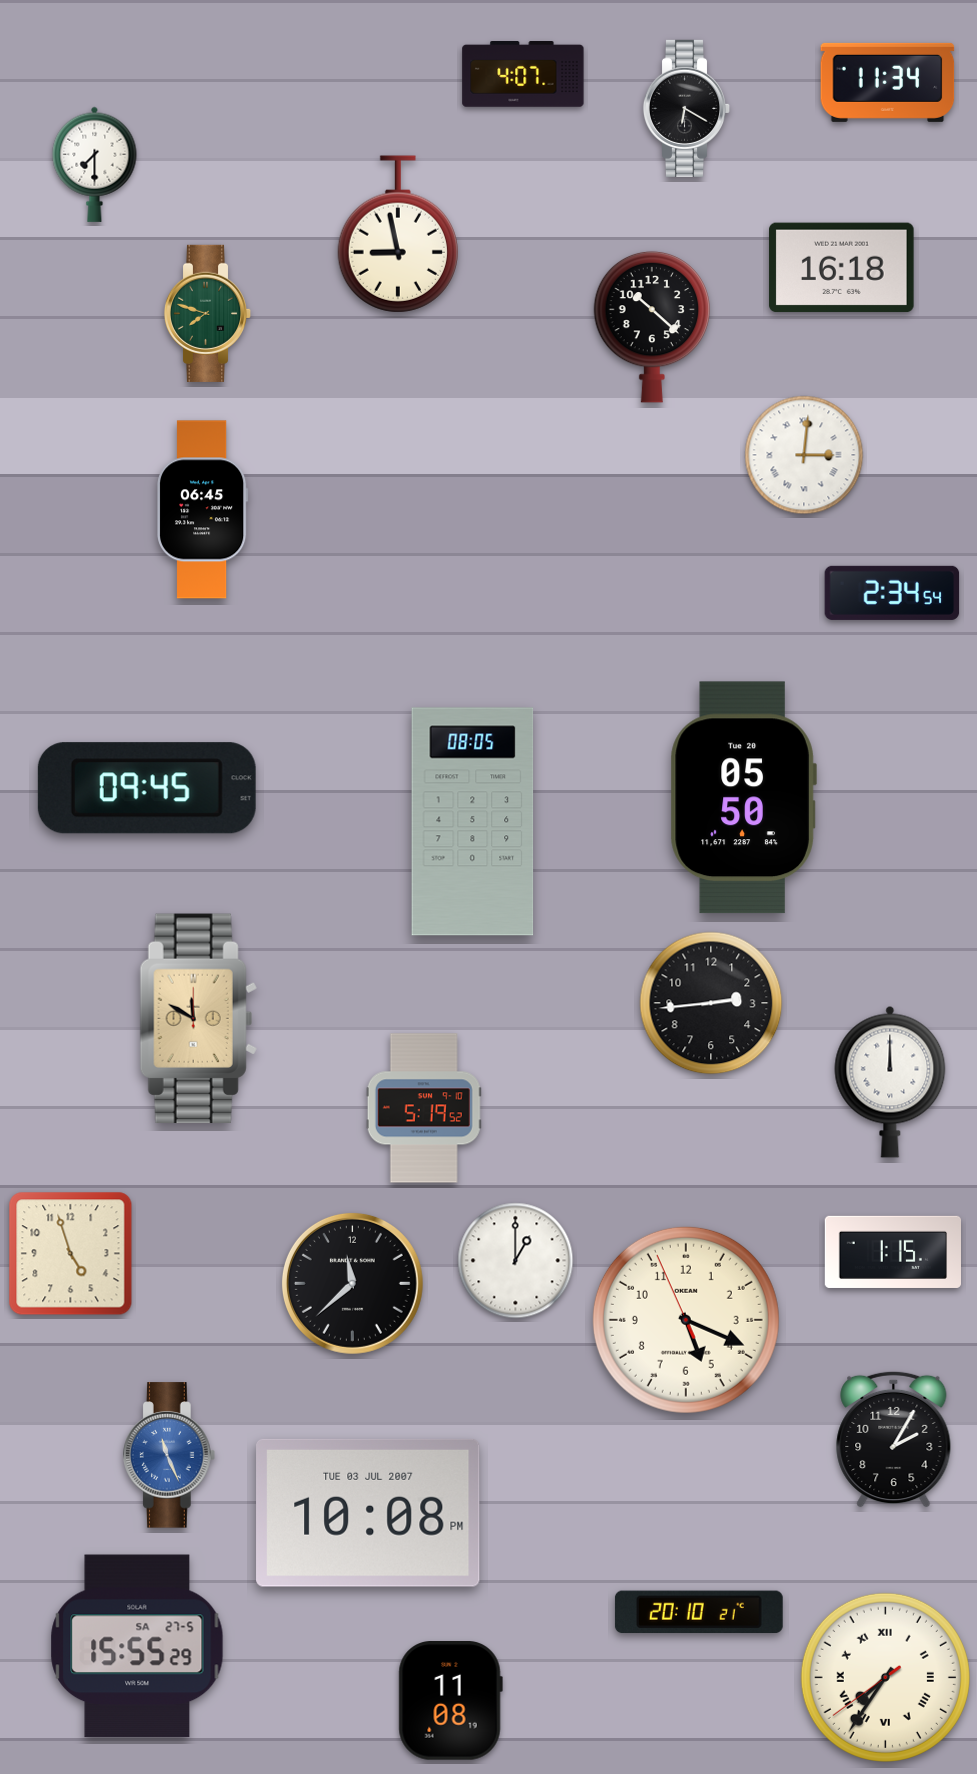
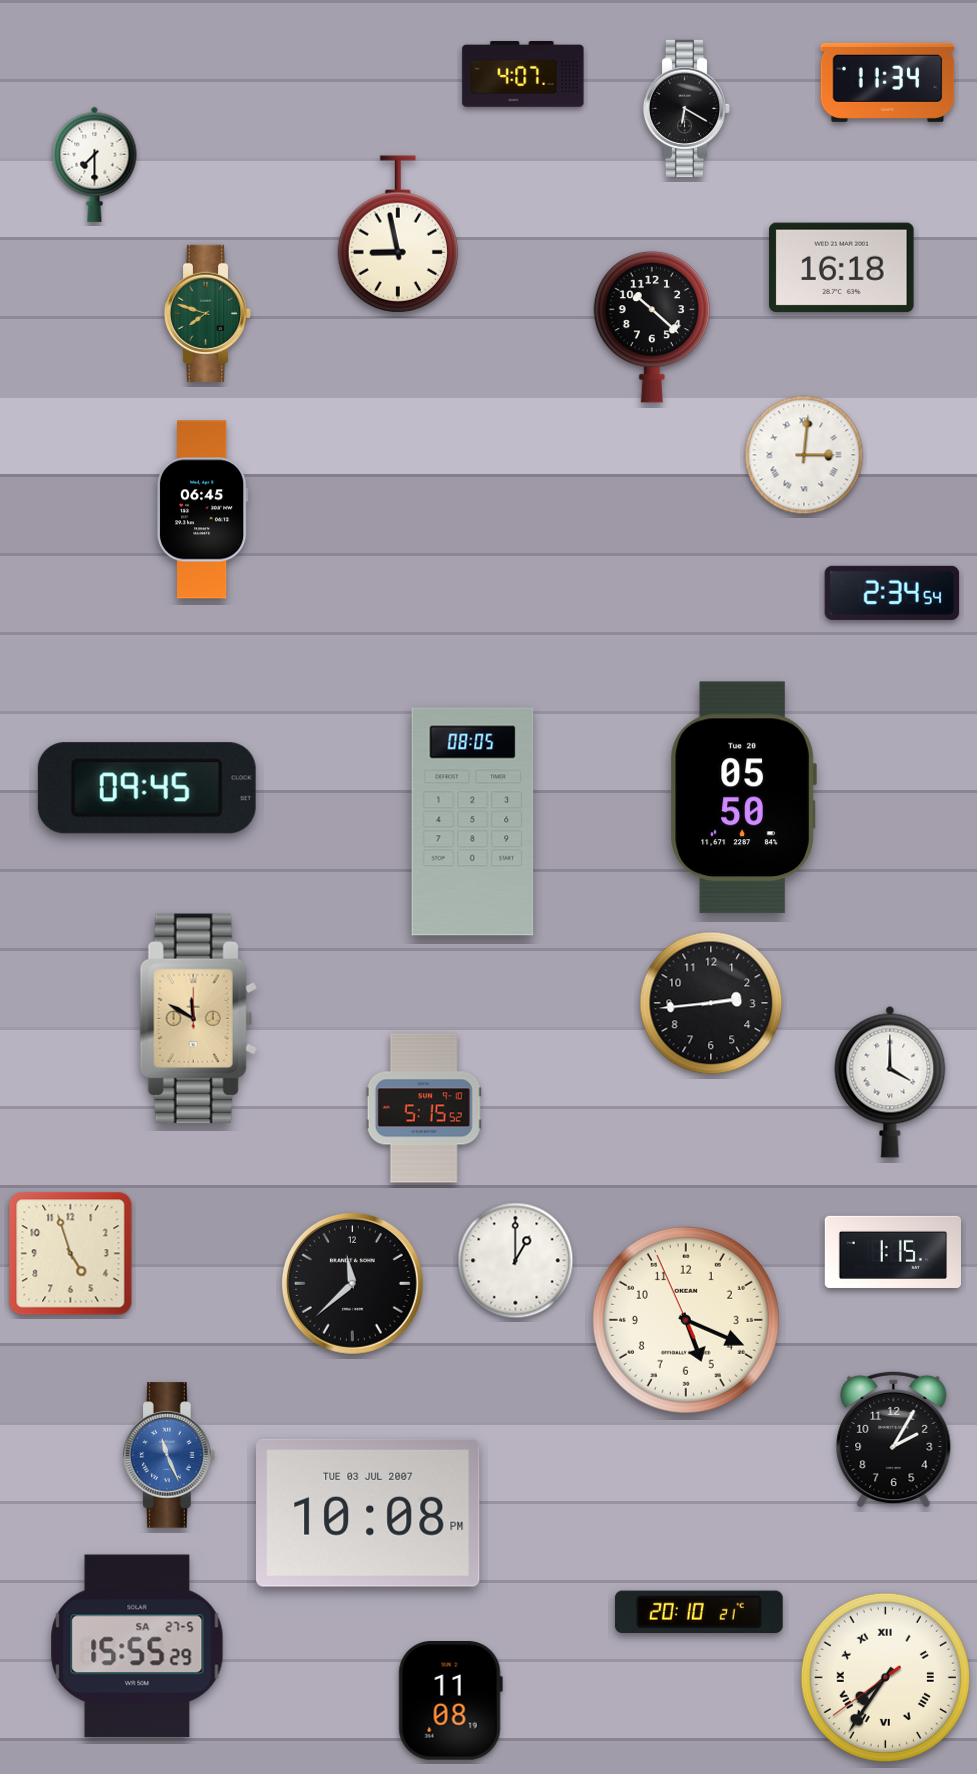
clock at (890, 1082): 12:00 -> 4:00
clock at (424, 1108): 5:19 -> 5:15
